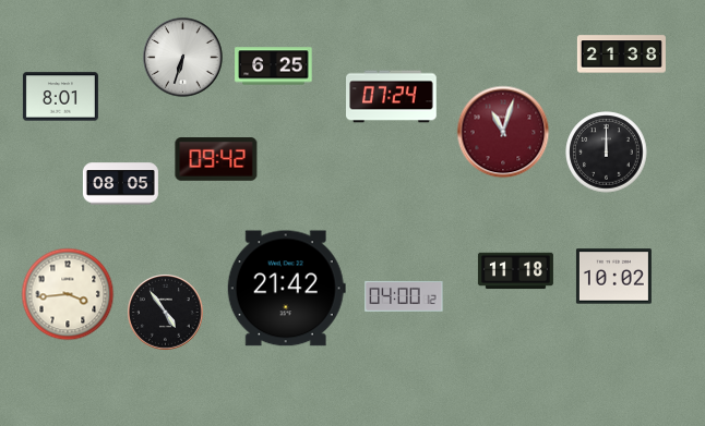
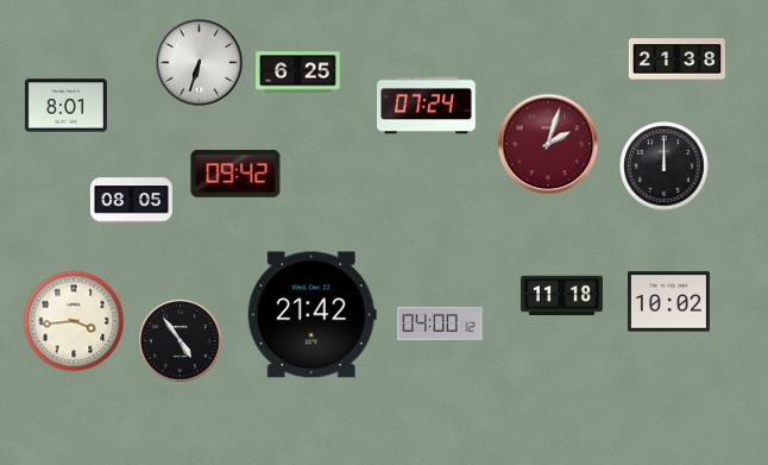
clock at (503, 132): 11:03 -> 2:03
clock at (607, 153) position: (607, 153) -> (665, 166)
